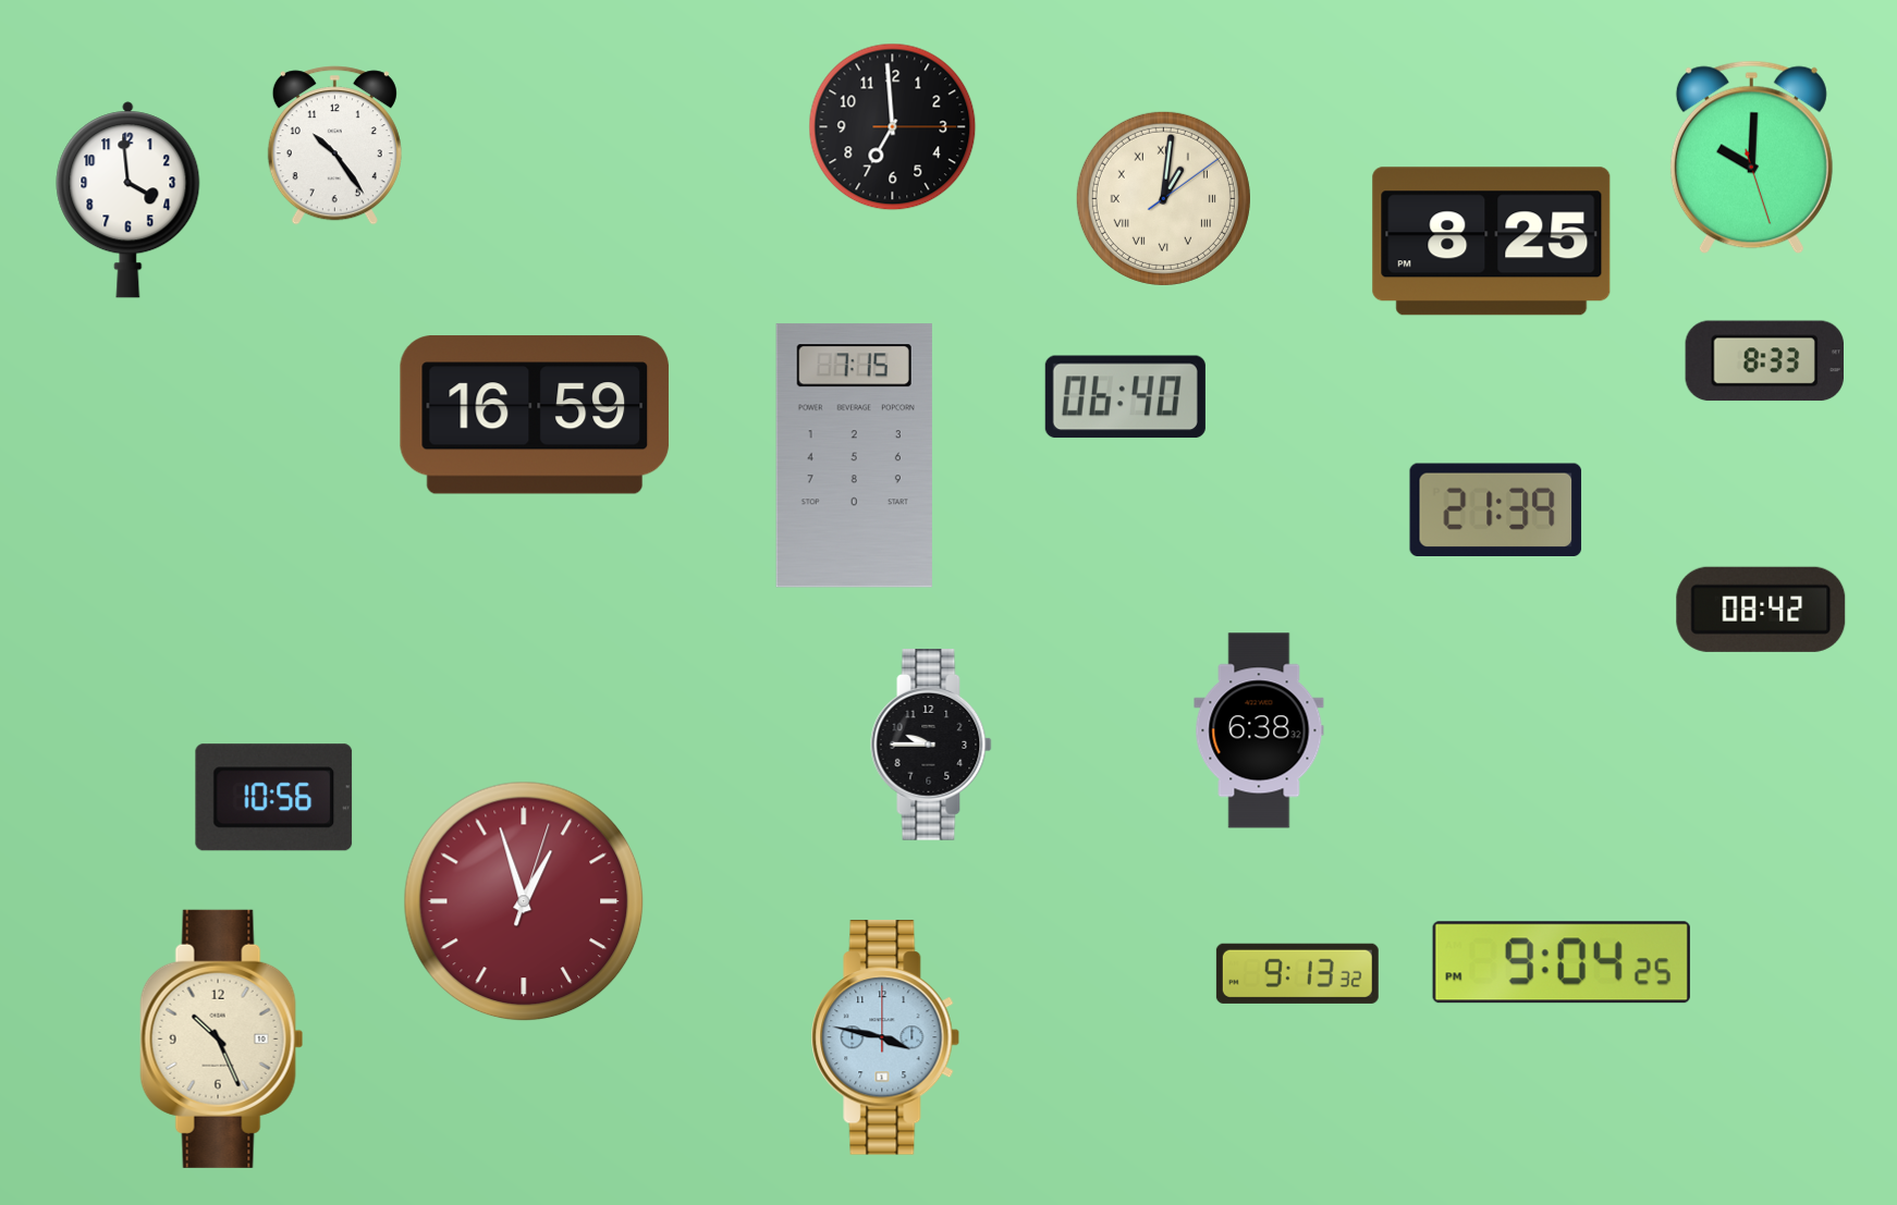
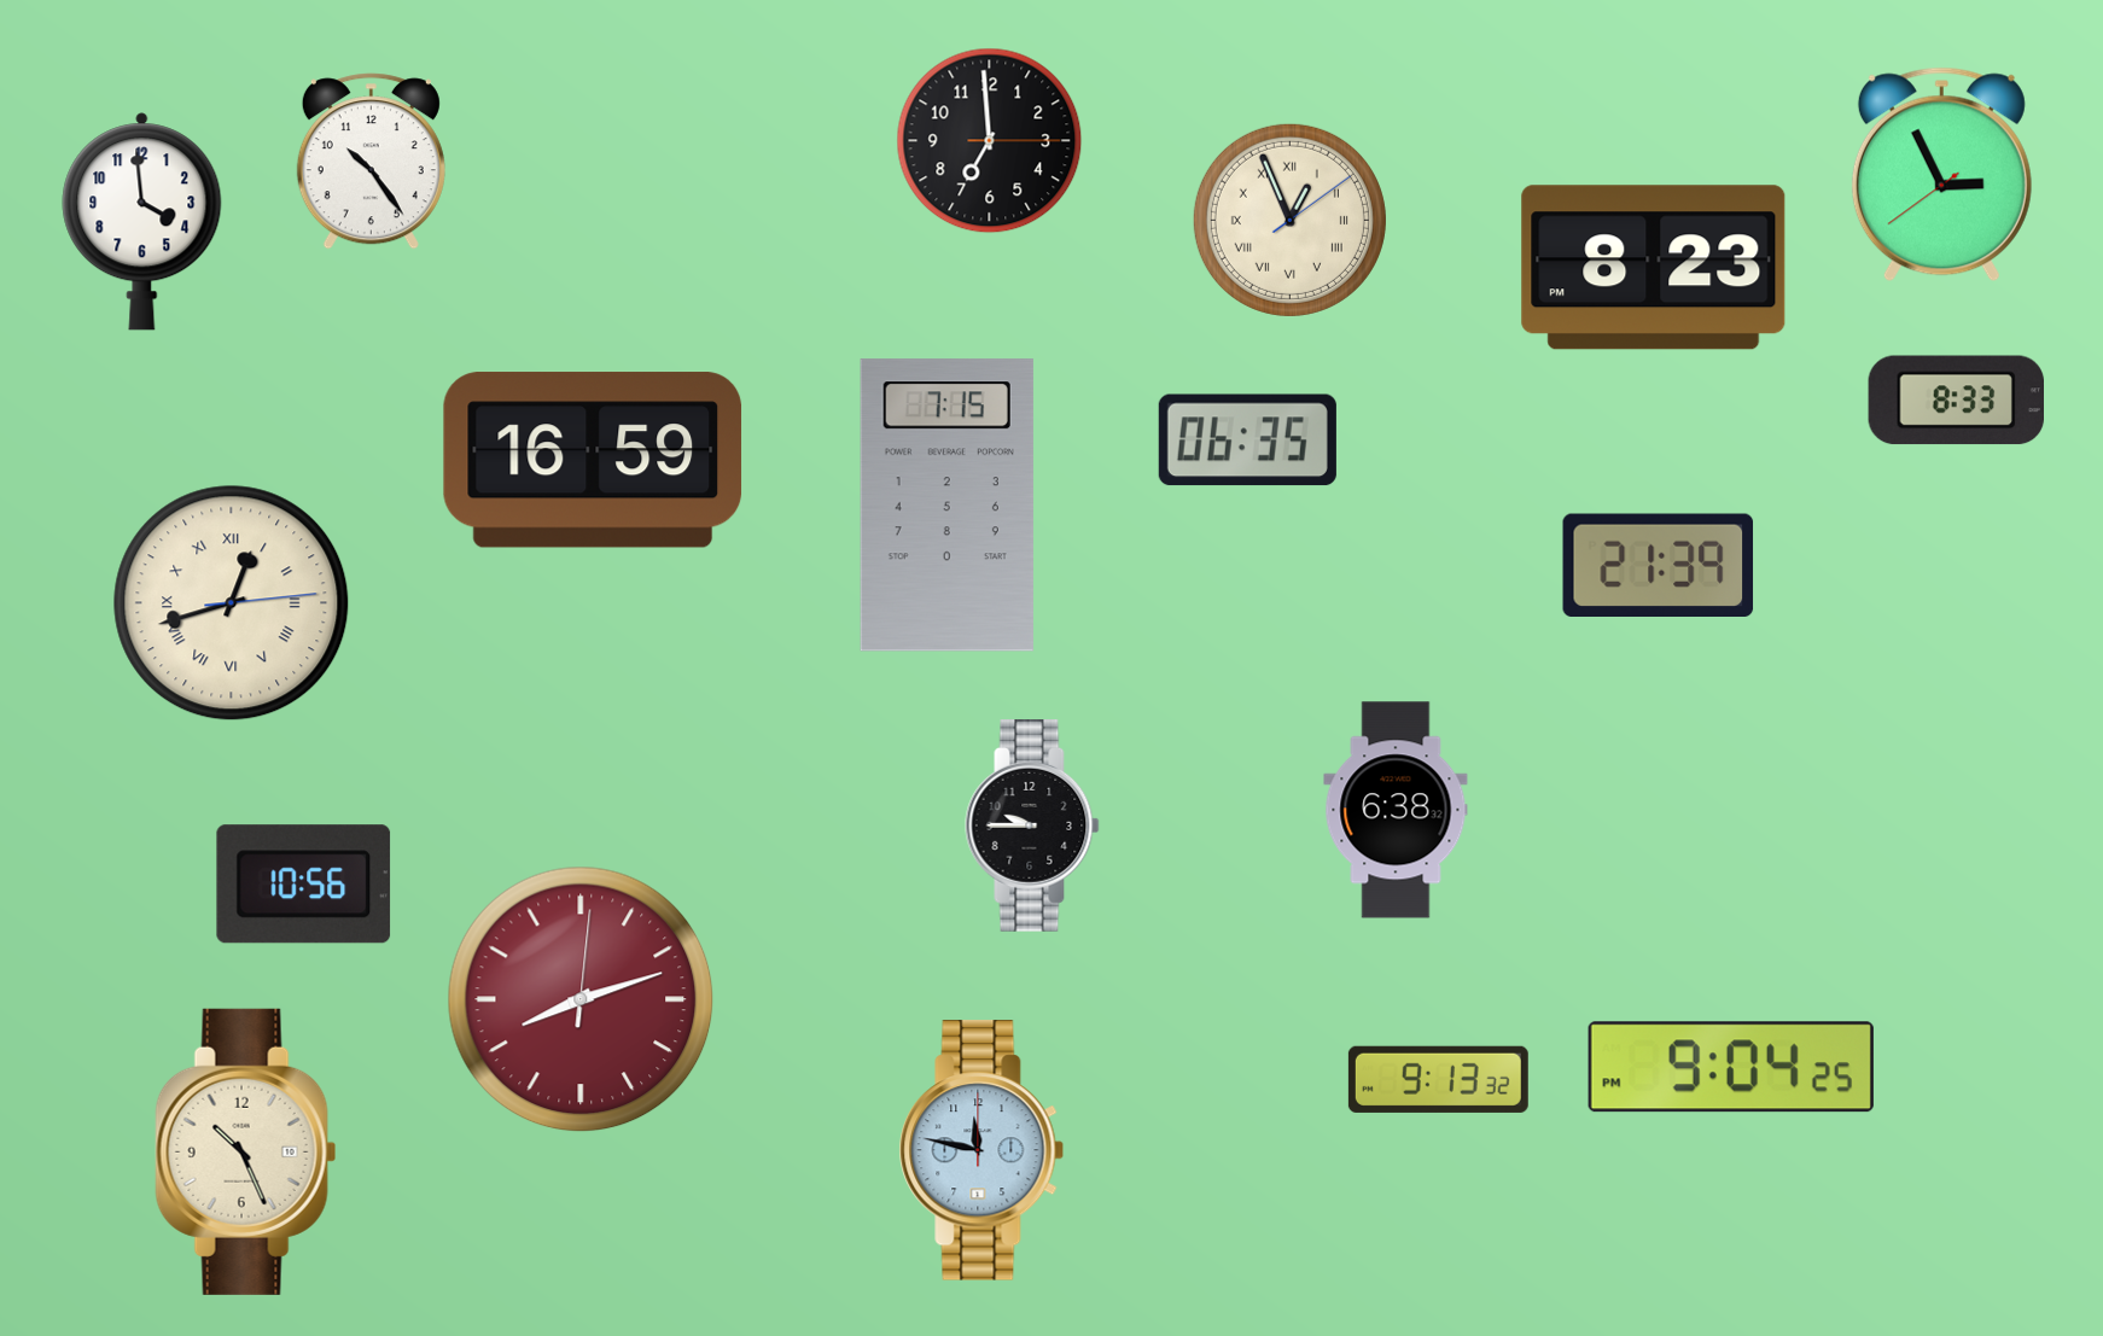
clock at (1751, 158): 10:00 -> 2:55
clock at (1163, 198): 1:01 -> 12:56
clock at (1492, 242): 8:25 -> 8:23
clock at (1125, 397): 06:40 -> 06:35
clock at (232, 603): none -> 12:42
clock at (1761, 610): 08:42 -> none
clock at (524, 901): 12:57 -> 8:12
clock at (885, 1037): 3:47 -> 11:47
